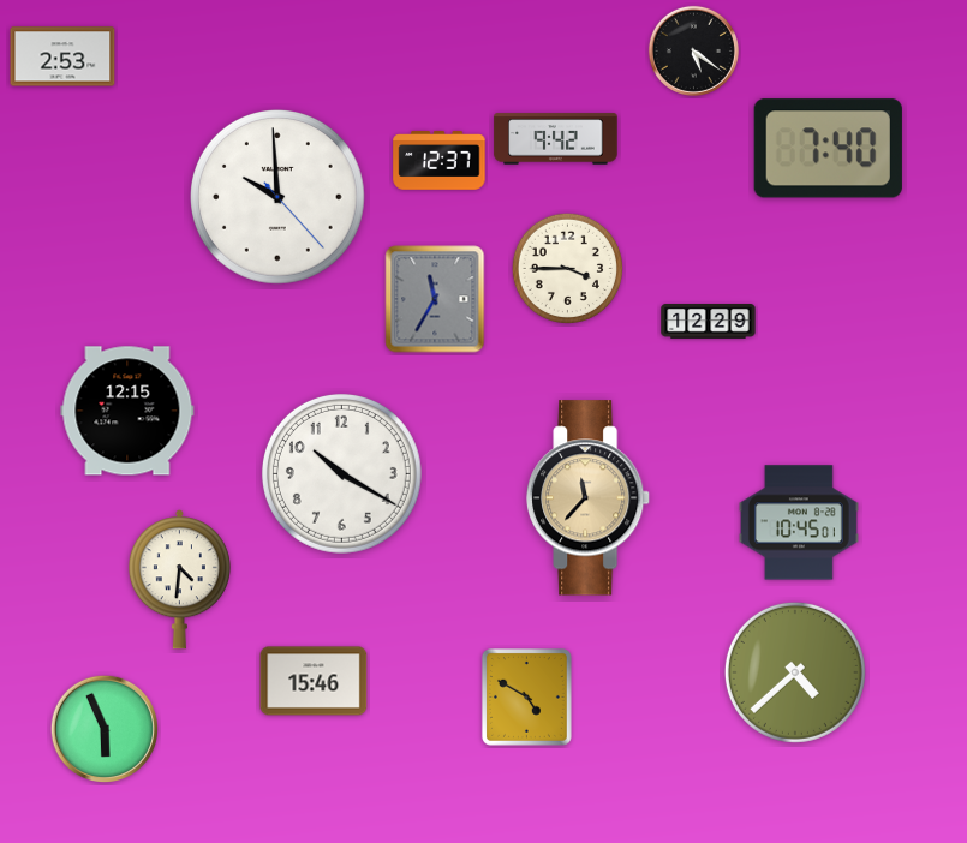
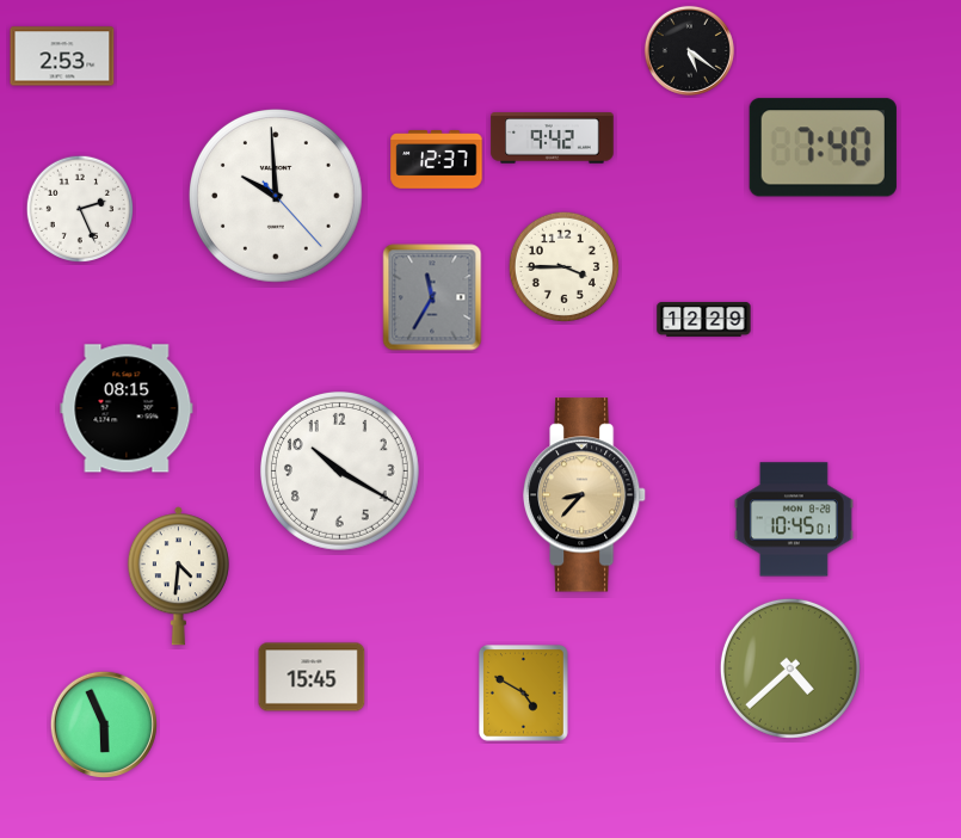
clock at (79, 208): none -> 2:26
clock at (127, 411): 12:15 -> 08:15
clock at (590, 498): 11:37 -> 8:37
clock at (314, 681): 15:46 -> 15:45
